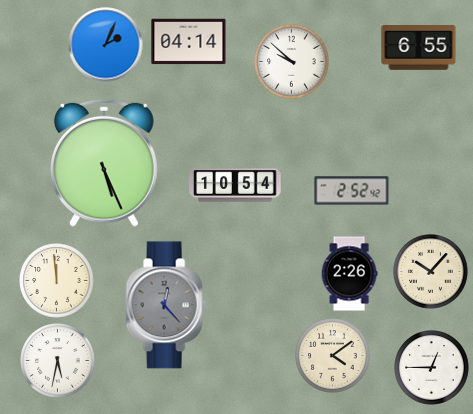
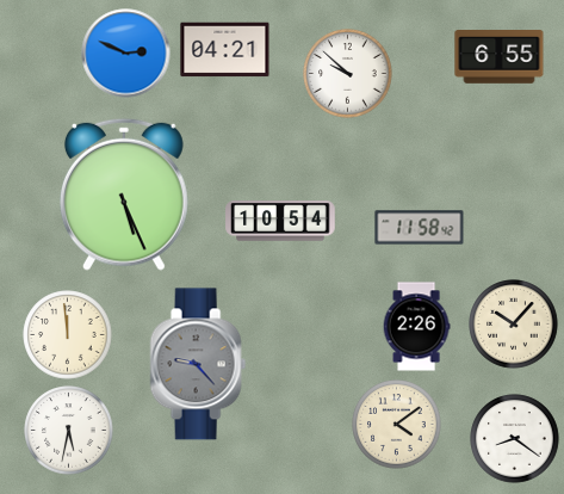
clock at (189, 42): 04:14 -> 04:21
clock at (106, 45): 2:04 -> 2:49
clock at (352, 191): 2:52 -> 11:58
clock at (166, 305): 12:23 -> 9:23
clock at (432, 368): 12:45 -> 8:21
